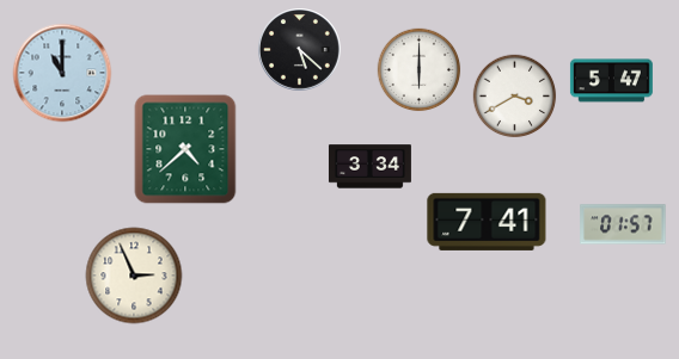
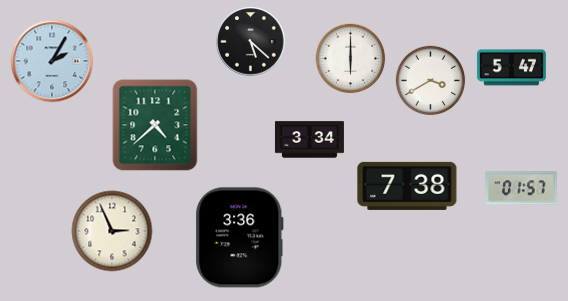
clock at (62, 73): 11:00 -> 2:05
clock at (487, 222): 7:41 -> 7:38
clock at (240, 238): none -> 3:36
